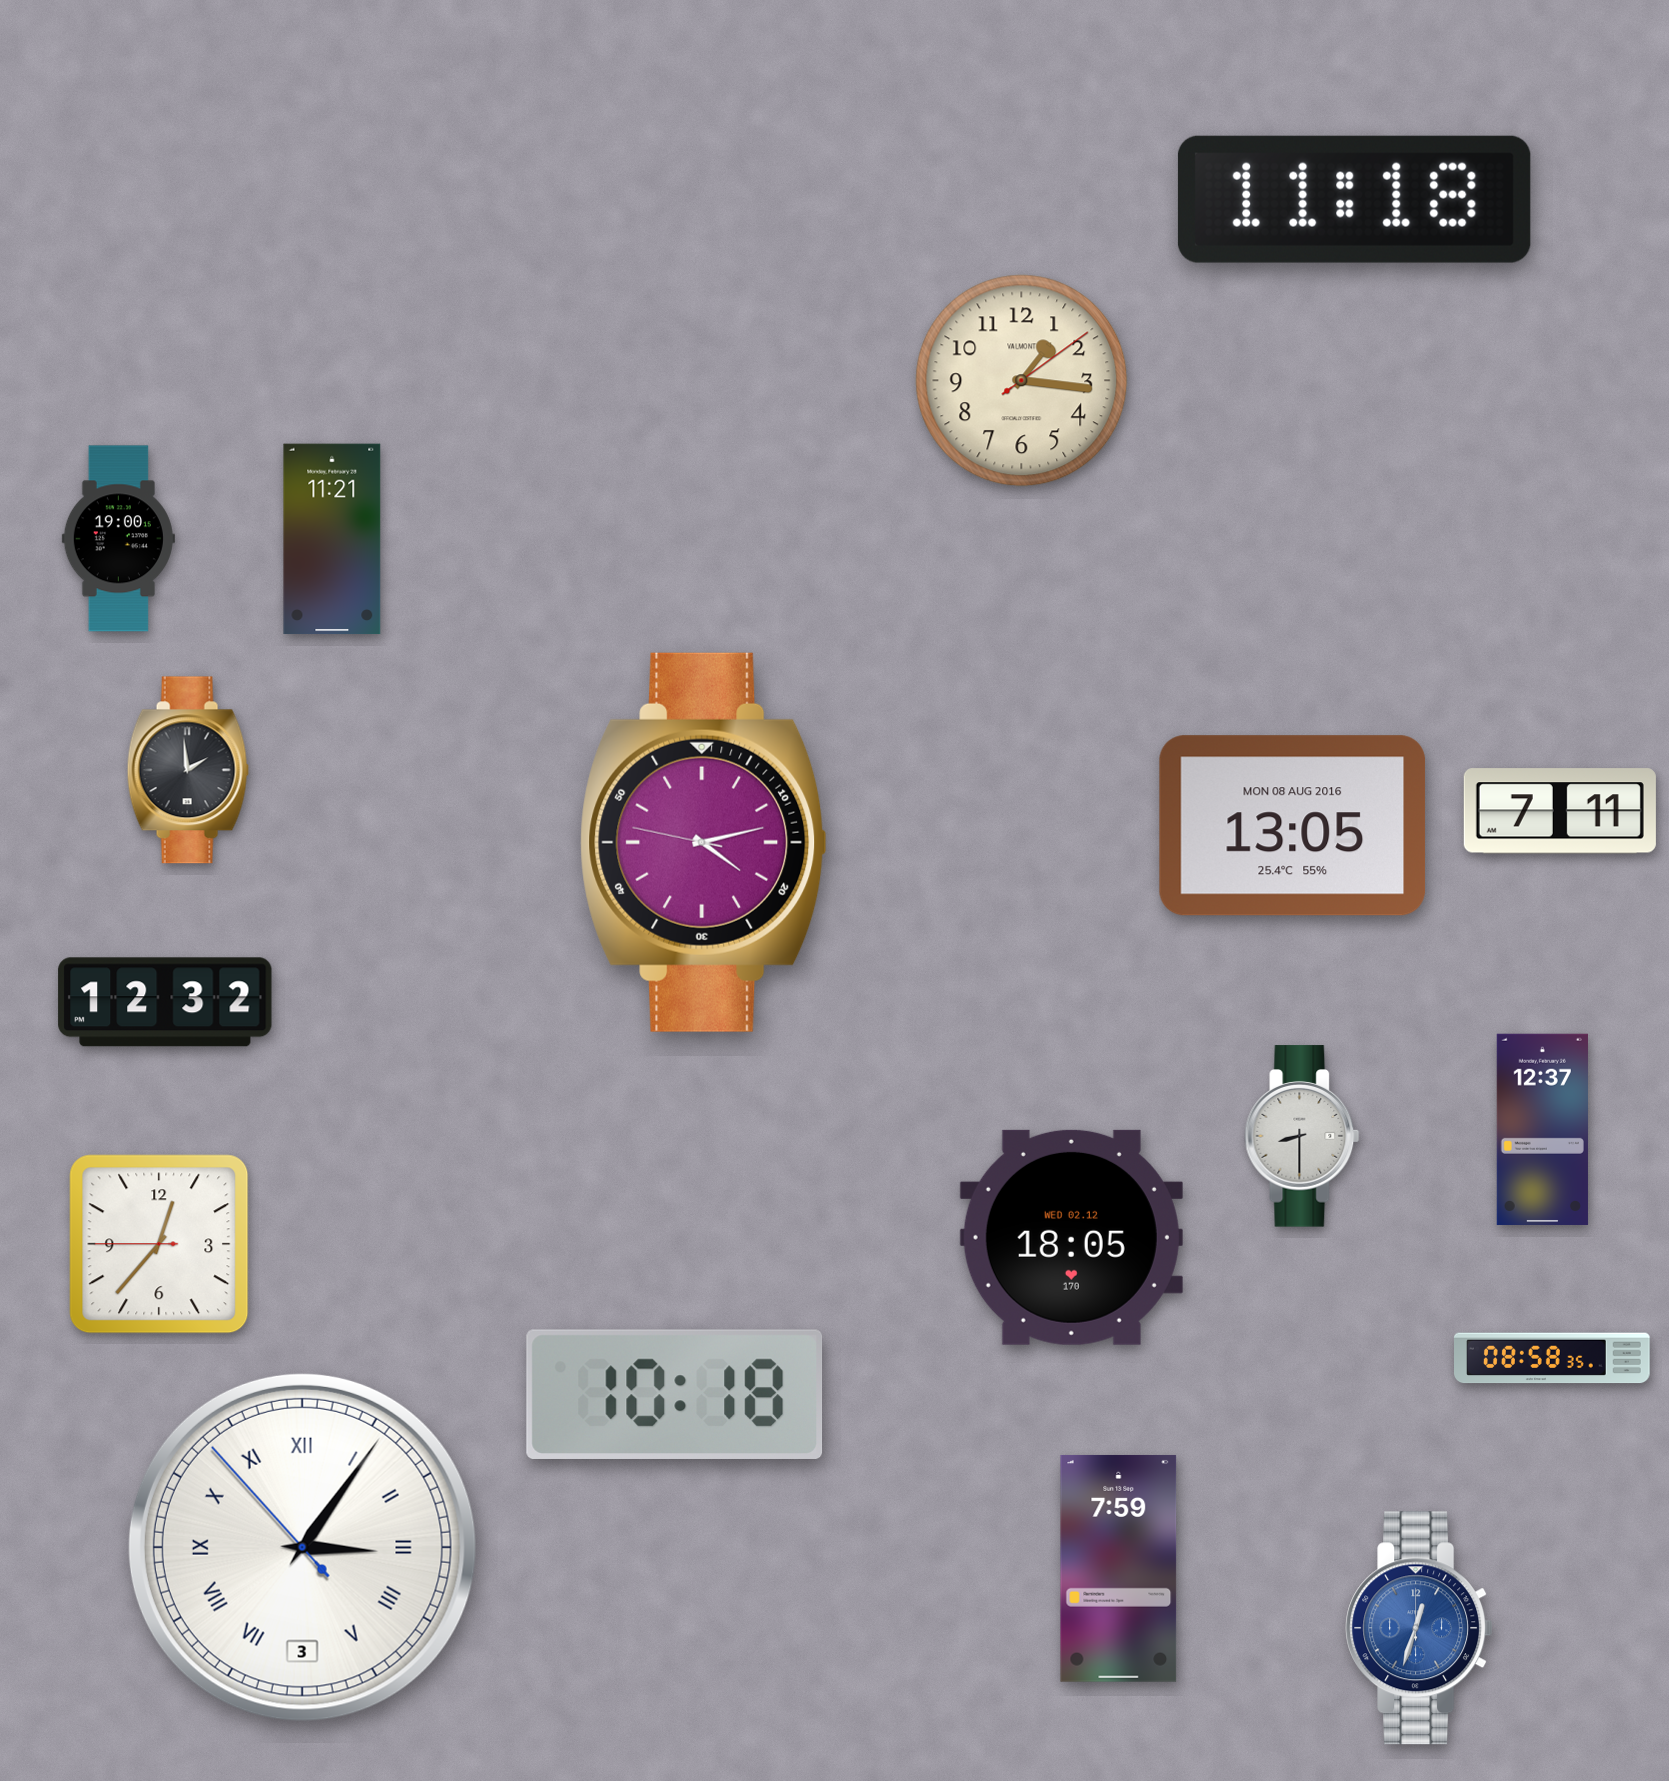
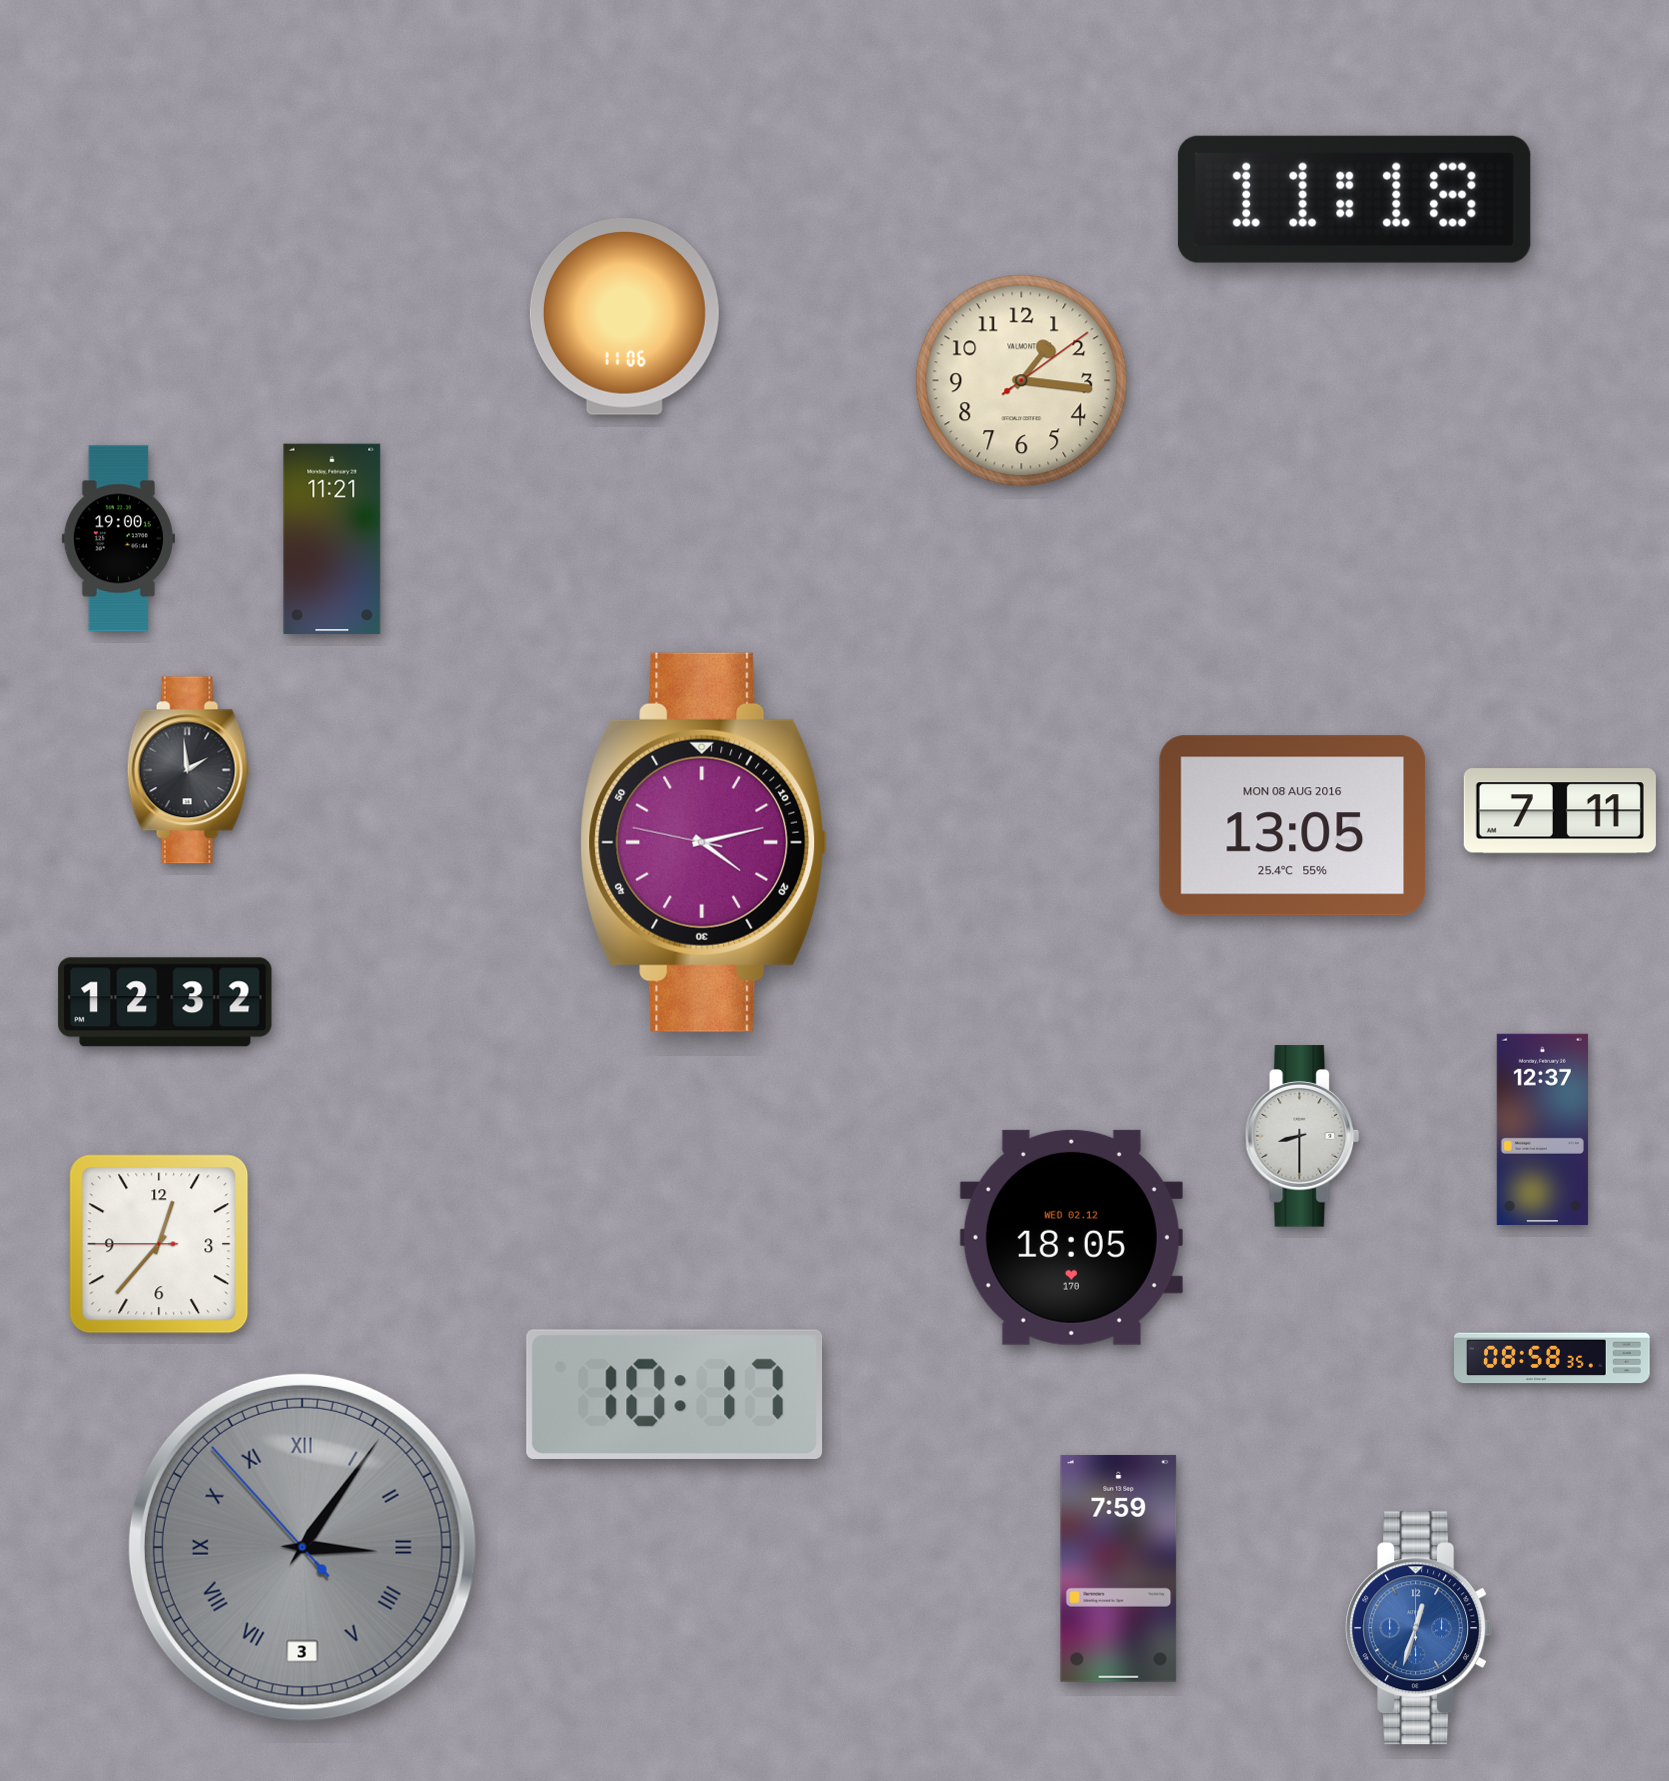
clock at (624, 317): none -> 11:06
clock at (675, 1394): 10:18 -> 10:17
clock at (302, 1547) dial: white -> grey
